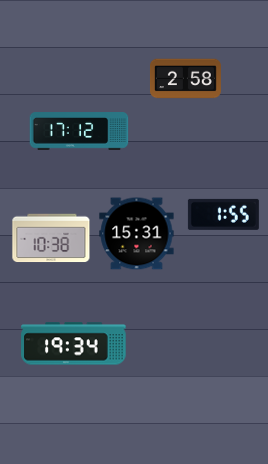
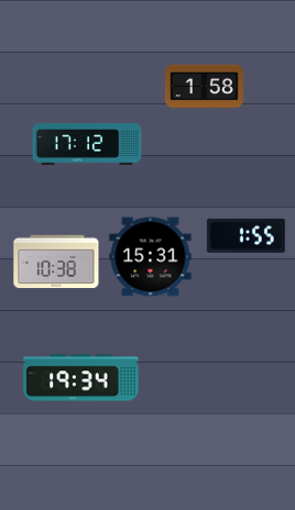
clock at (185, 79): 2:58 -> 1:58
